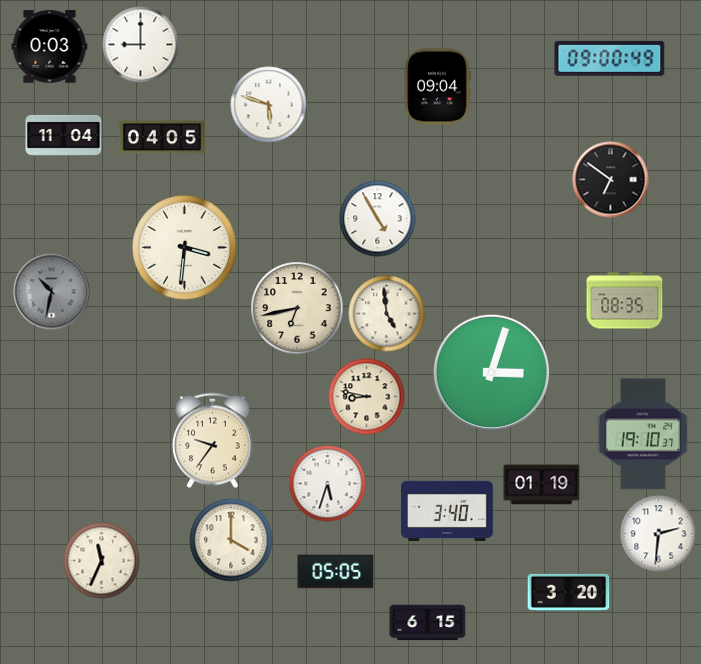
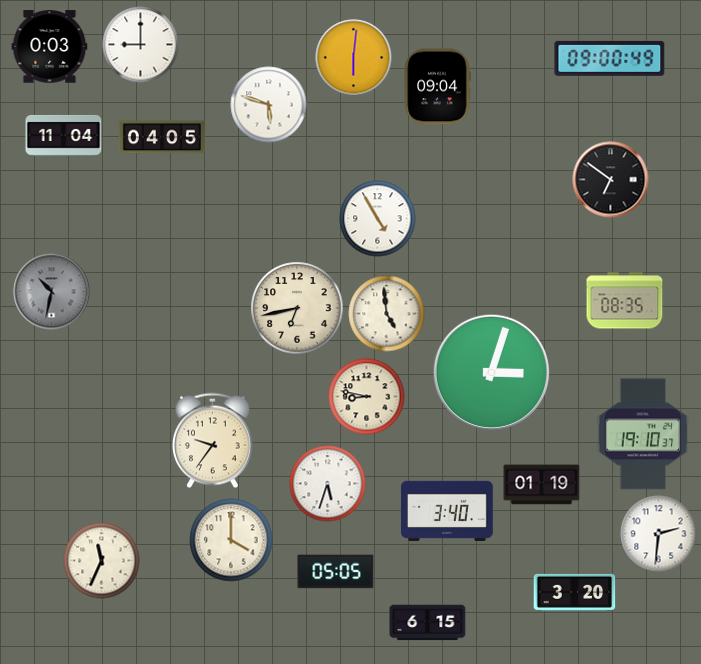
clock at (354, 58): none -> 6:01
clock at (185, 248): 3:31 -> none
clock at (569, 592) position: (569, 592) -> (575, 592)
